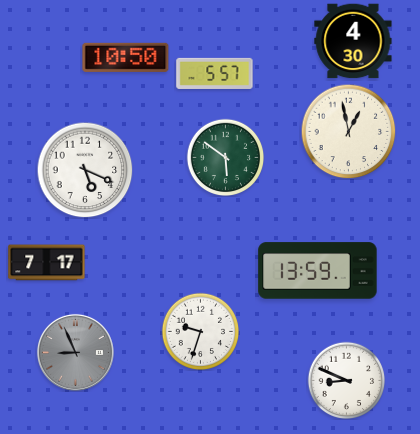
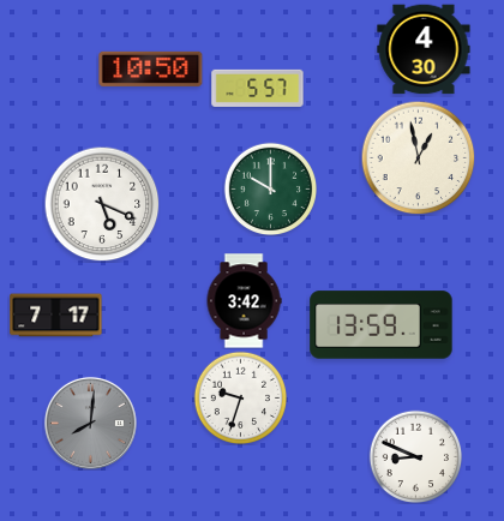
clock at (225, 157): 5:51 -> 10:00
clock at (244, 301): none -> 3:42
clock at (75, 352): 8:56 -> 8:01
